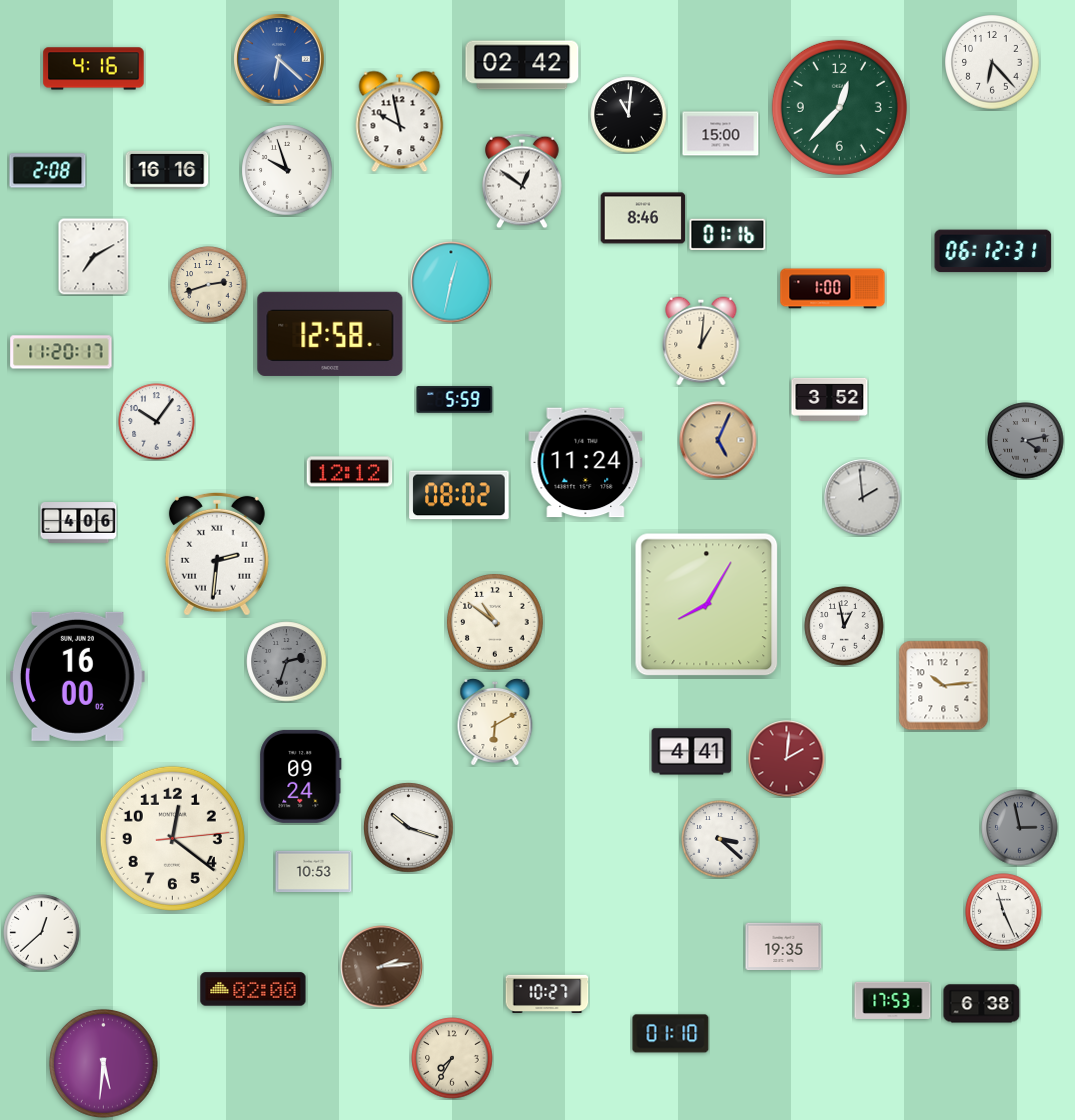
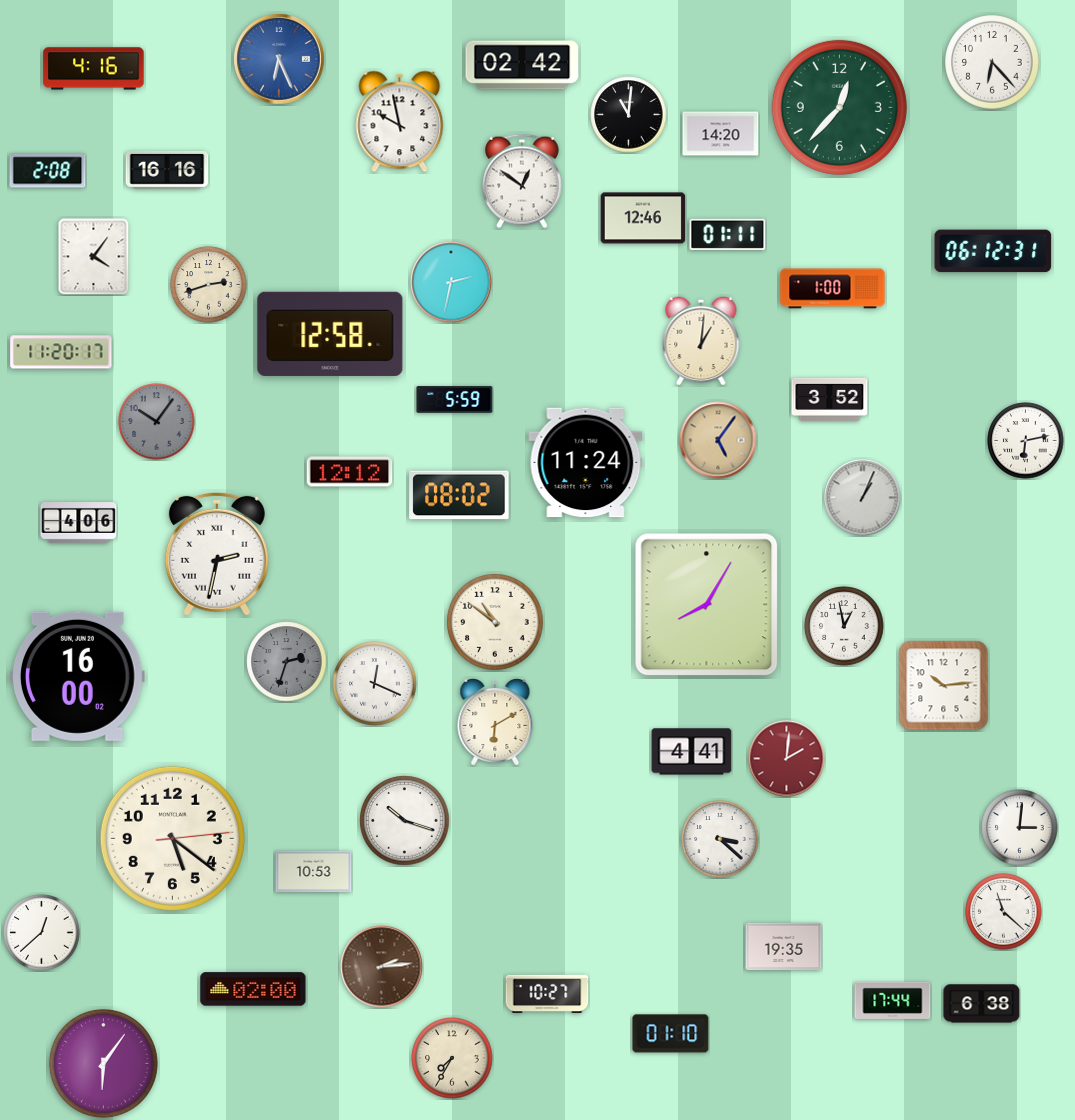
clock at (279, 59): 6:22 -> 6:26
clock at (721, 134): 15:00 -> 14:20
clock at (287, 170): 9:57 -> none
clock at (643, 218): 8:46 -> 12:46
clock at (728, 234): 01:16 -> 01:11
clock at (94, 256): 7:10 -> 4:06
clock at (451, 282): 12:32 -> 2:32
clock at (157, 422) dial: white -> grey
clock at (718, 440): 5:04 -> 5:06
clock at (1026, 441): 4:13 -> 6:13
clock at (1026, 441) dial: grey -> white
clock at (863, 498): 1:59 -> 1:04
clock at (217, 554): 2:31 -> 2:32
clock at (375, 684): none -> 12:19
clock at (301, 776): 09:24 -> none
clock at (409, 828) position: (409, 828) -> (405, 821)
clock at (1020, 828): 2:58 -> 3:01
clock at (1020, 828) dial: grey -> white
clock at (172, 838): 12:21 -> 5:21
clock at (1004, 912): 11:26 -> 11:22
clock at (893, 1000): 17:53 -> 17:44
clock at (103, 1063): 5:31 -> 6:06
